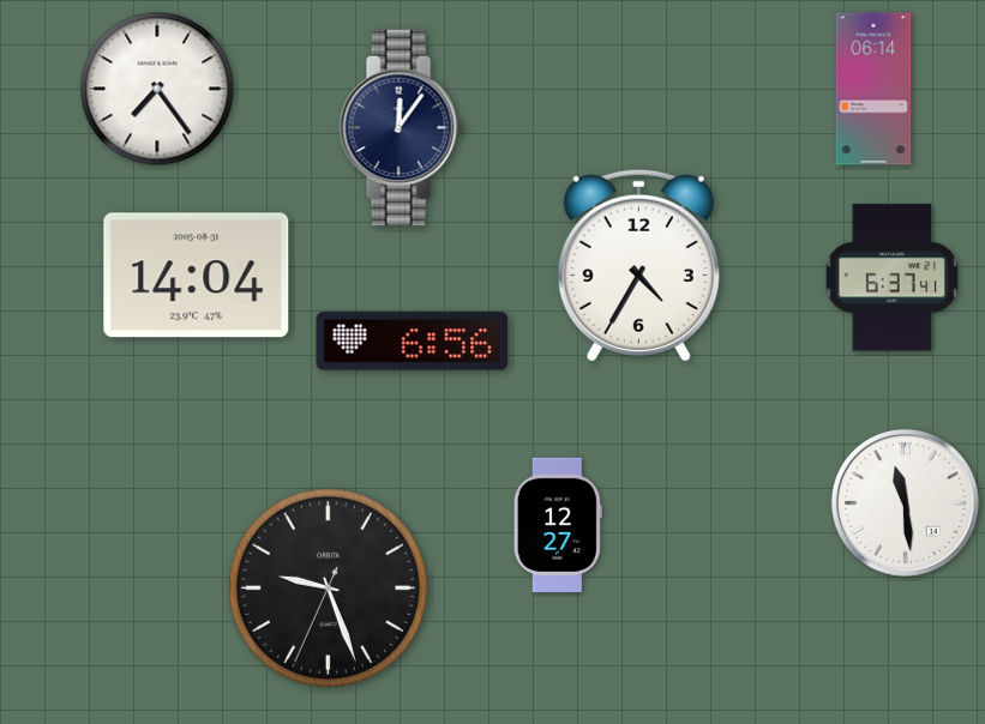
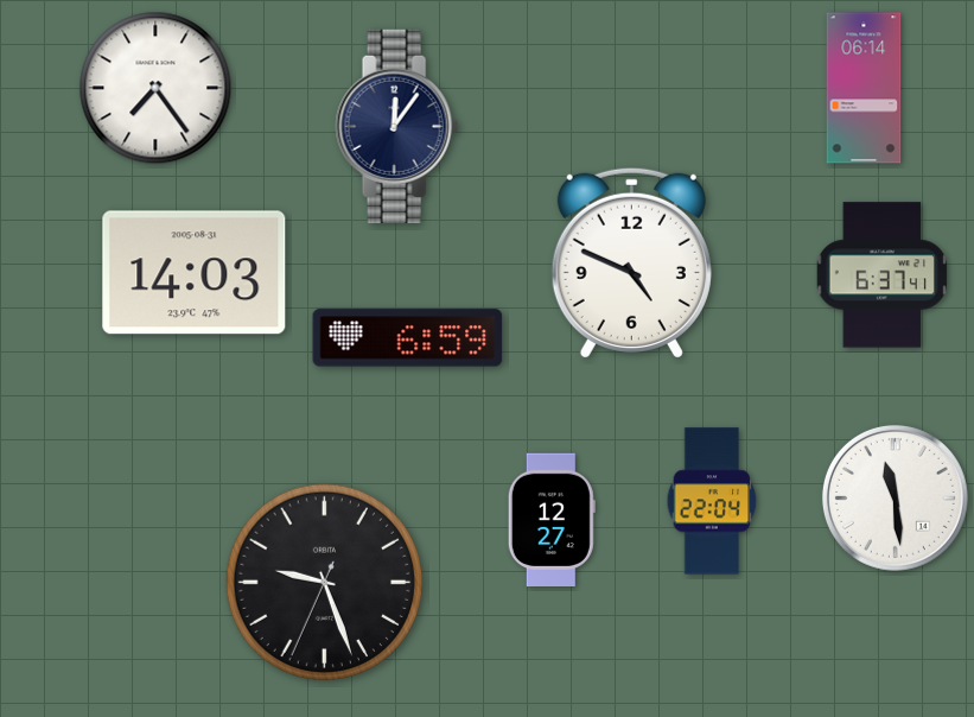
clock at (638, 265): 4:35 -> 4:49
clock at (197, 276): 14:04 -> 14:03
clock at (413, 342): 6:56 -> 6:59
clock at (712, 501): none -> 22:04
